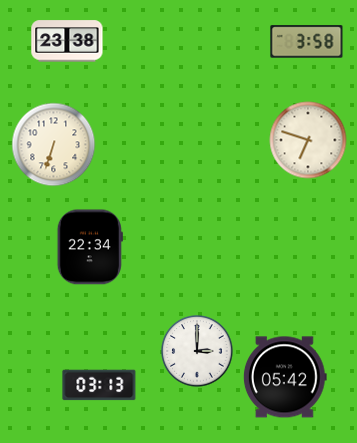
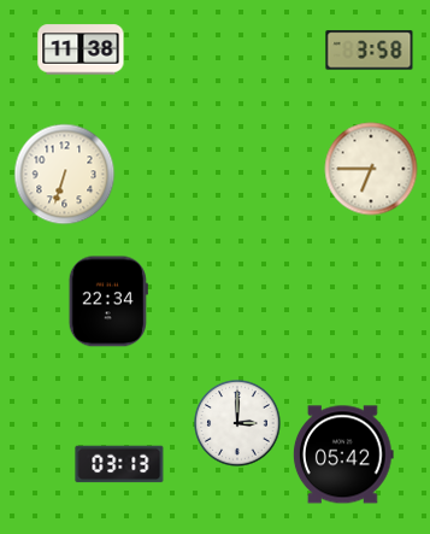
clock at (67, 41): 23:38 -> 11:38
clock at (308, 140): 6:48 -> 6:45
clock at (90, 247) position: (90, 247) -> (108, 301)
